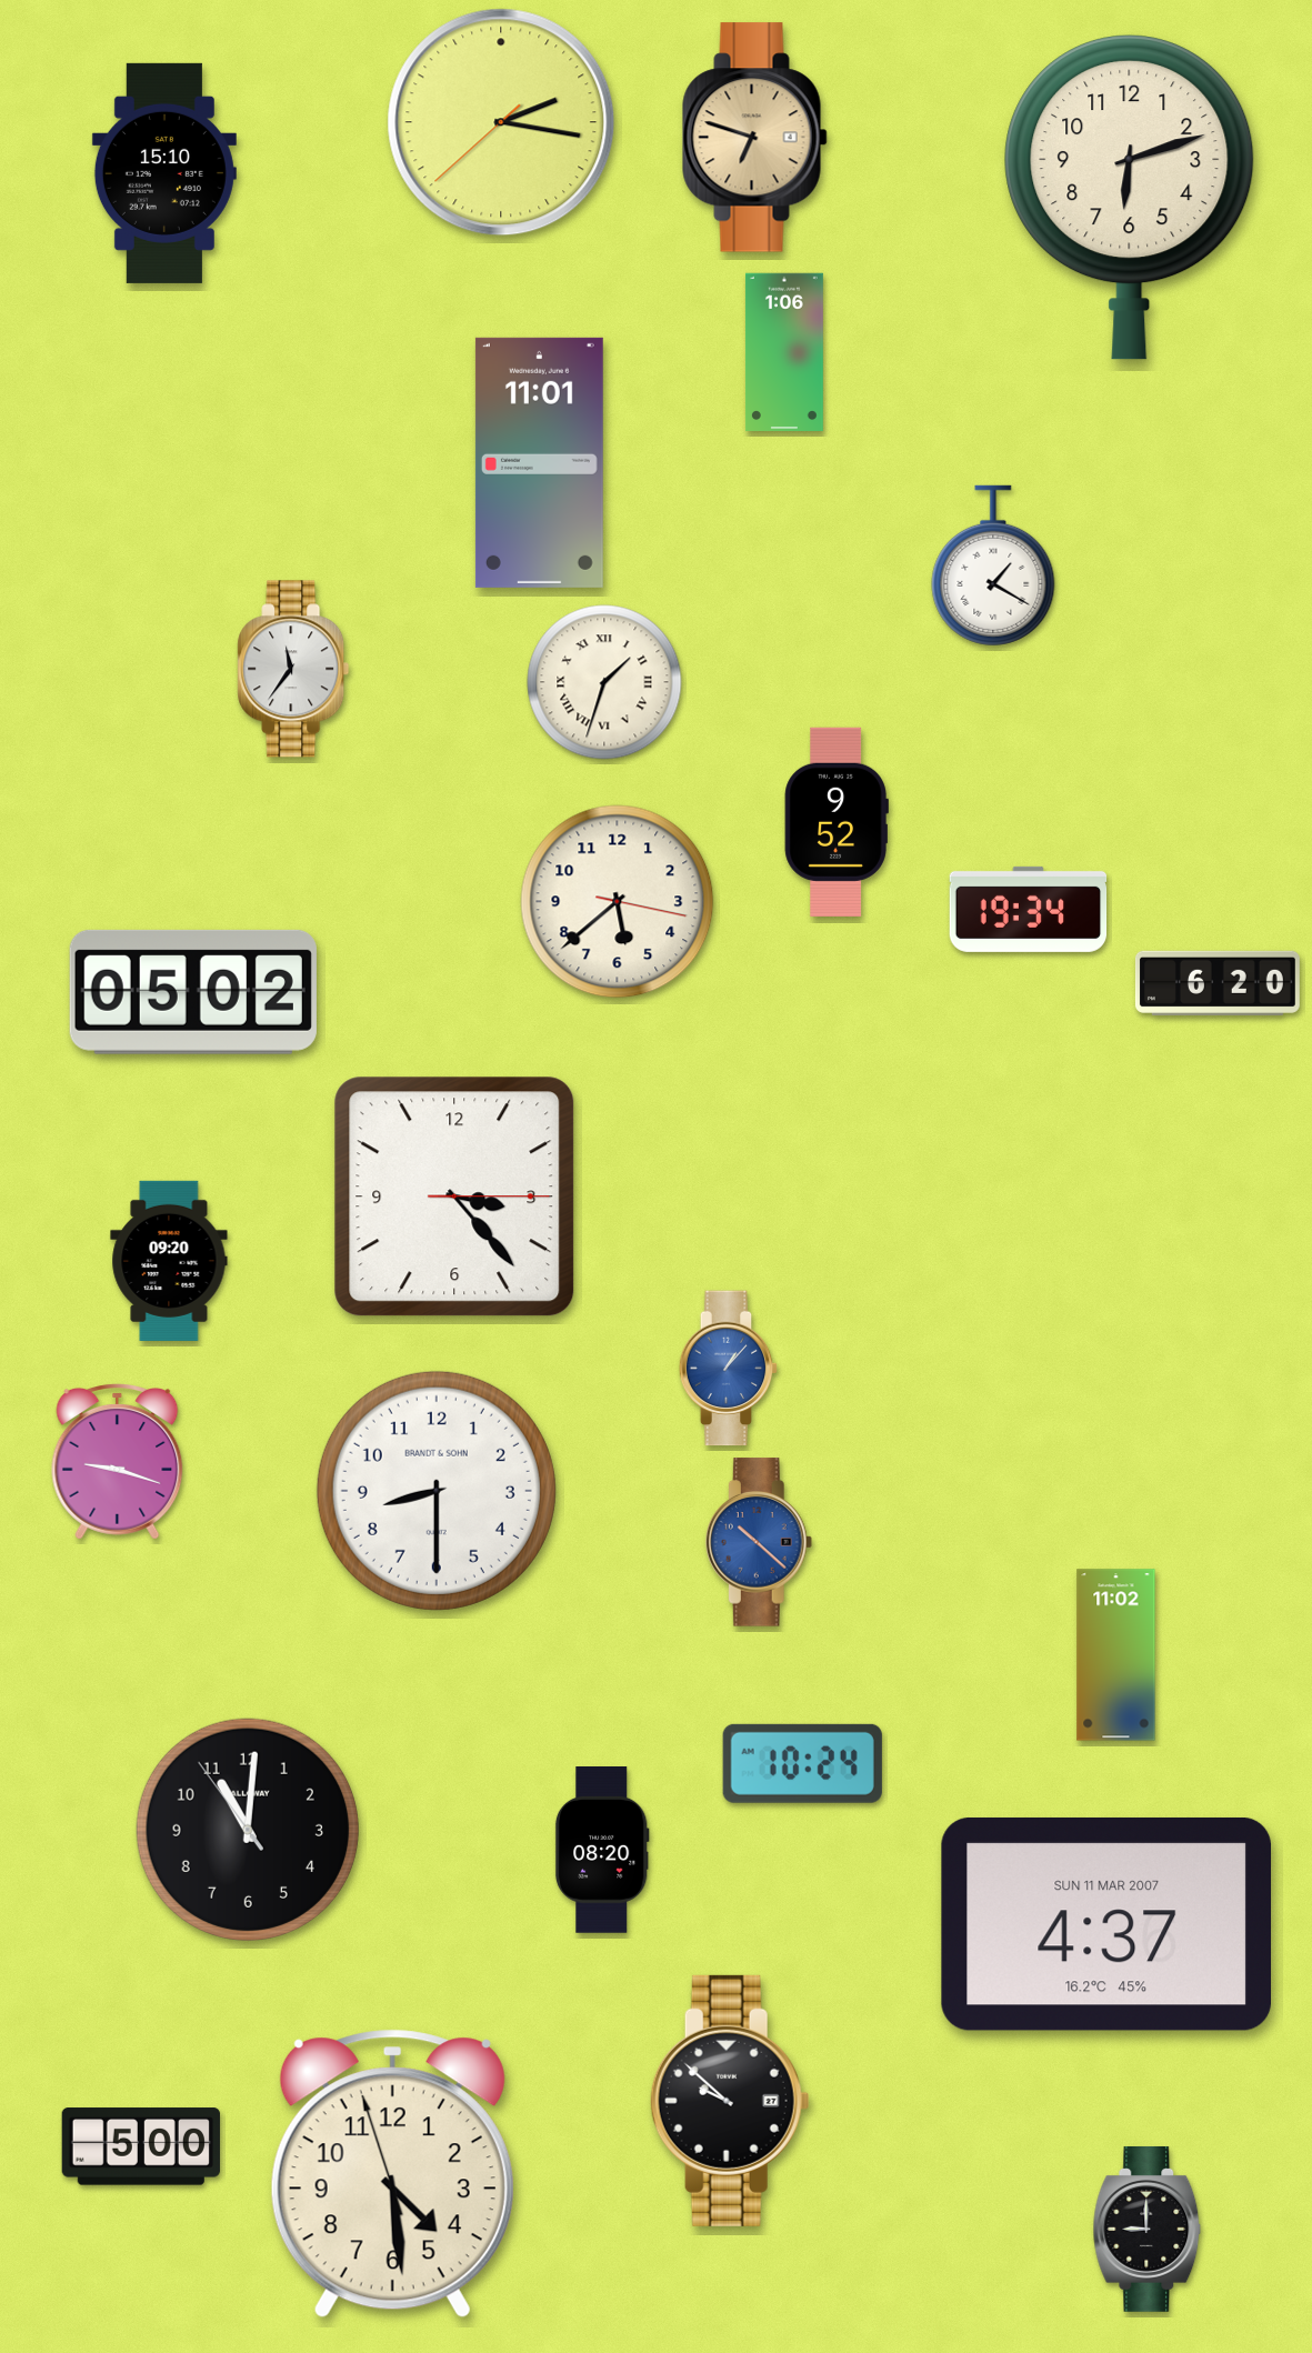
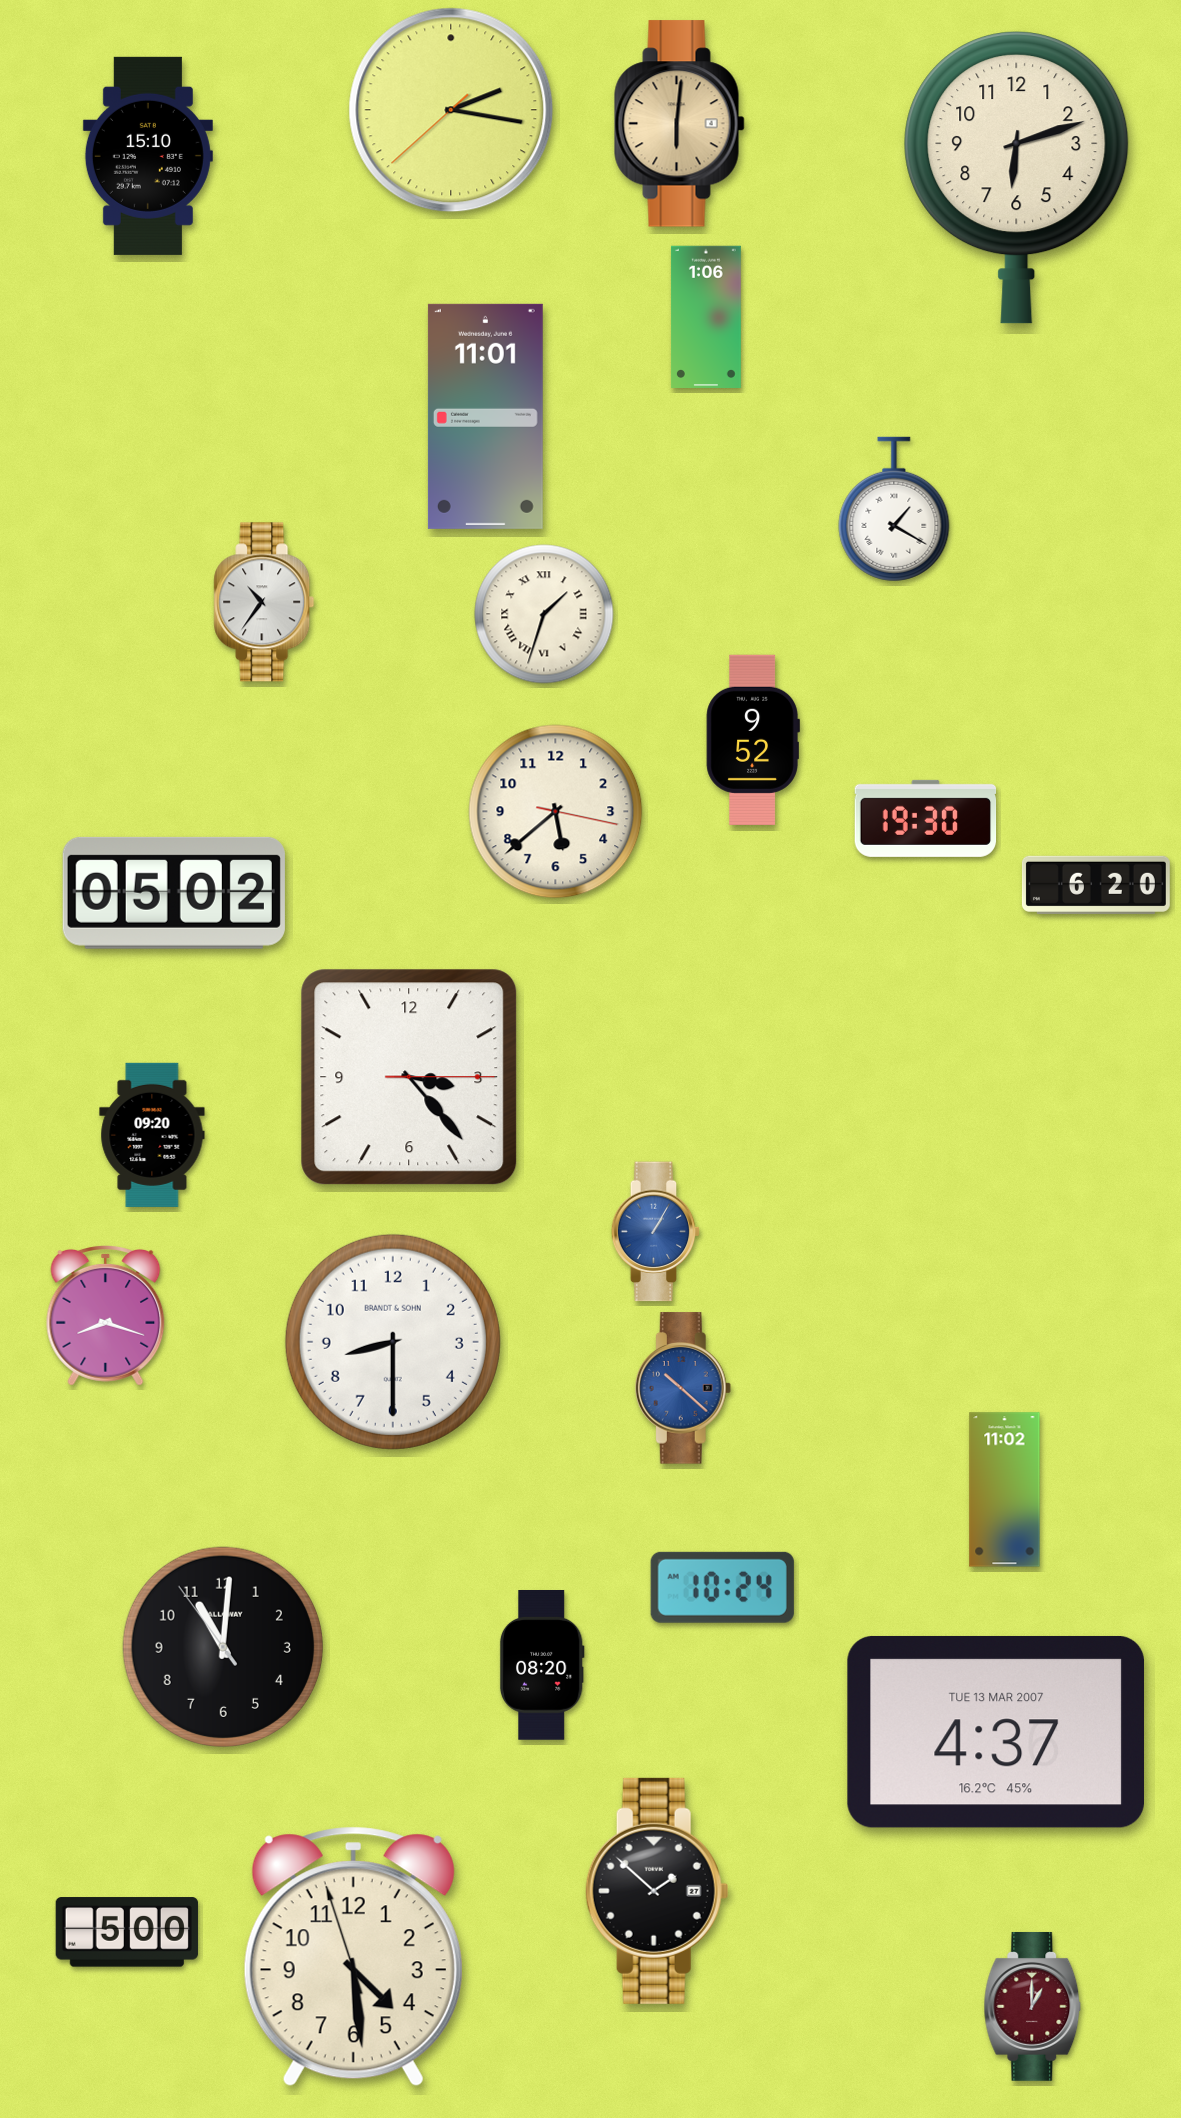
clock at (755, 138): 6:48 -> 6:01
clock at (293, 669): 11:36 -> 10:36
clock at (1029, 909): 19:34 -> 19:30
clock at (729, 1369): 1:07 -> 1:05
clock at (118, 1462): 9:18 -> 8:18
clock at (1105, 1924) date: SUN 11 MAR 2007 -> TUE 13 MAR 2007
clock at (730, 2101): 9:52 -> 1:52
clock at (1148, 2229): 9:00 -> 1:00
clock at (1148, 2229) dial: black -> burgundy
